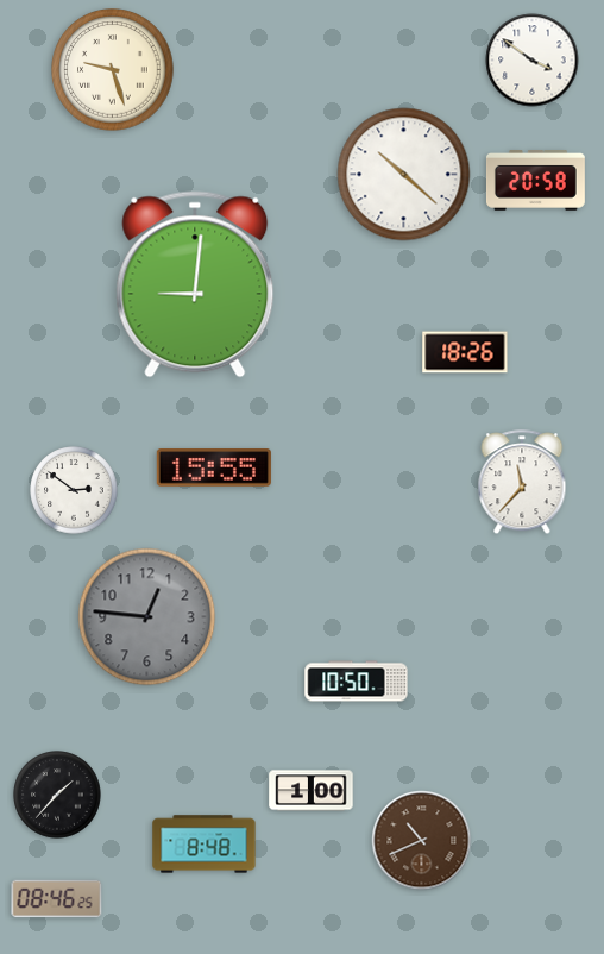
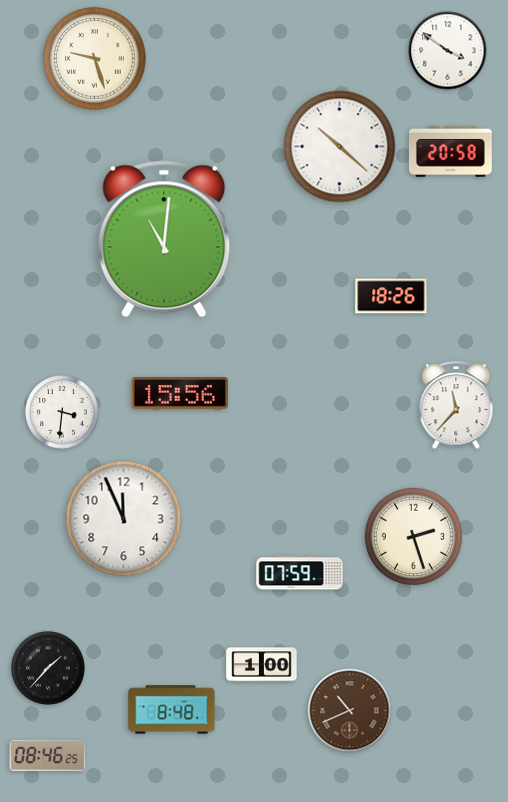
clock at (195, 284): 9:01 -> 11:01
clock at (214, 467): 15:55 -> 15:56
clock at (522, 483) position: (522, 483) -> (456, 406)
clock at (74, 490): 2:51 -> 3:31
clock at (147, 617): 12:46 -> 11:56
clock at (147, 617) dial: grey -> white
clock at (413, 536): none -> 2:27
clock at (357, 682): 10:50 -> 07:59
clock at (422, 841) position: (422, 841) -> (350, 711)
